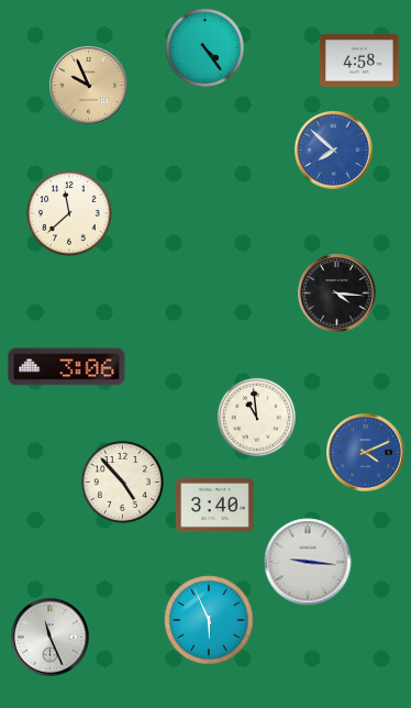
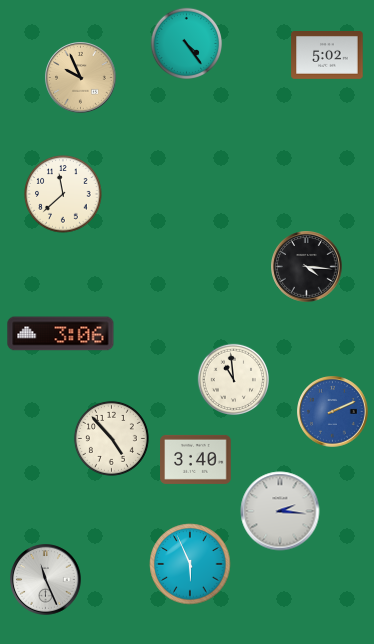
clock at (359, 62): 4:58 -> 5:02
clock at (334, 151): 7:52 -> none
clock at (366, 453): 4:11 -> 2:11
clock at (308, 562): 9:16 -> 2:16
